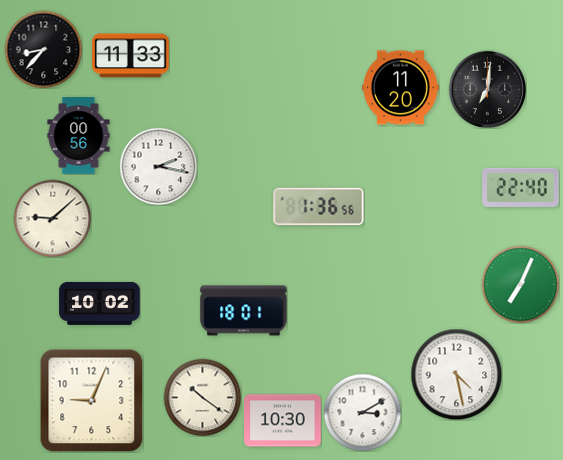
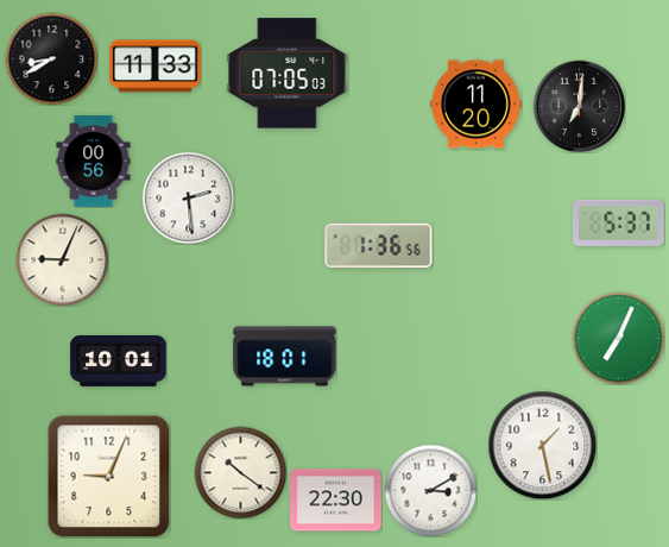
clock at (43, 49): 8:37 -> 8:40
clock at (288, 74): none -> 07:05
clock at (158, 166): 2:17 -> 2:29
clock at (521, 187): 22:40 -> 5:37
clock at (52, 218): 9:08 -> 9:04
clock at (100, 303): 10:02 -> 10:01
clock at (244, 311) position: (244, 311) -> (285, 357)
clock at (456, 374): 4:28 -> 1:28
clock at (283, 421): 10:30 -> 22:30
